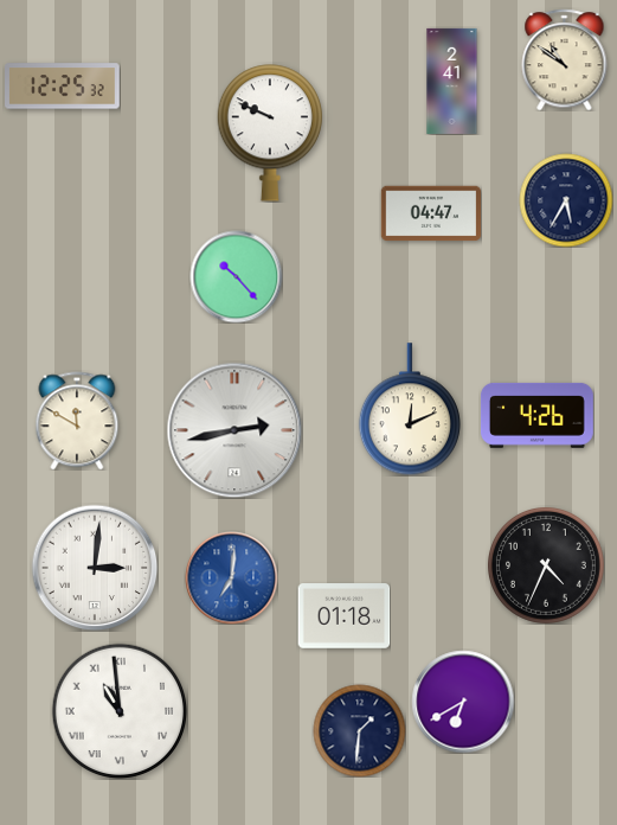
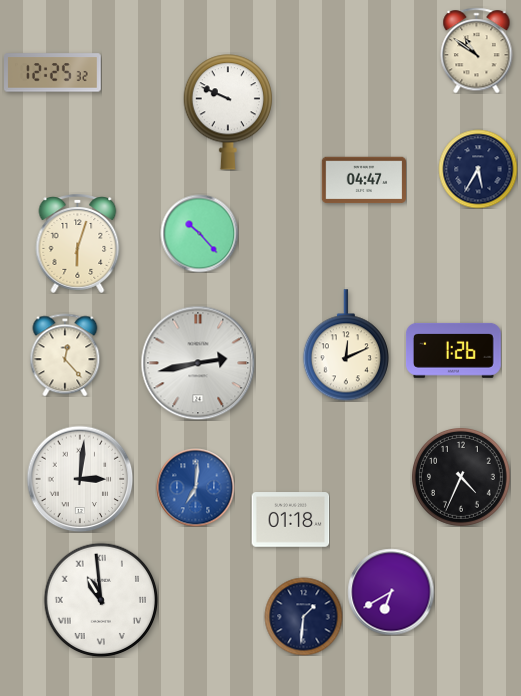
clock at (452, 81): 2:41 -> none
clock at (78, 243): none -> 6:03
clock at (536, 415): 4:26 -> 1:26
clock at (77, 421): 11:50 -> 12:23
